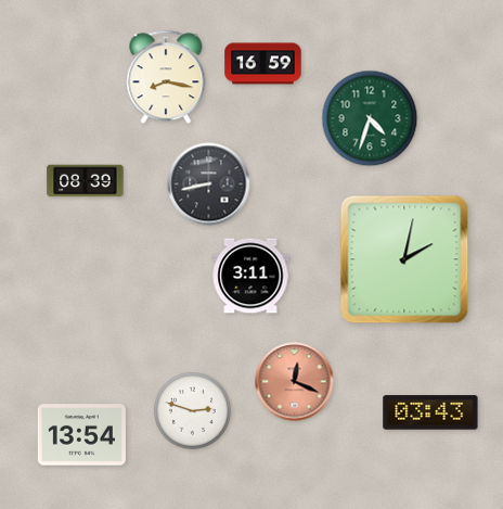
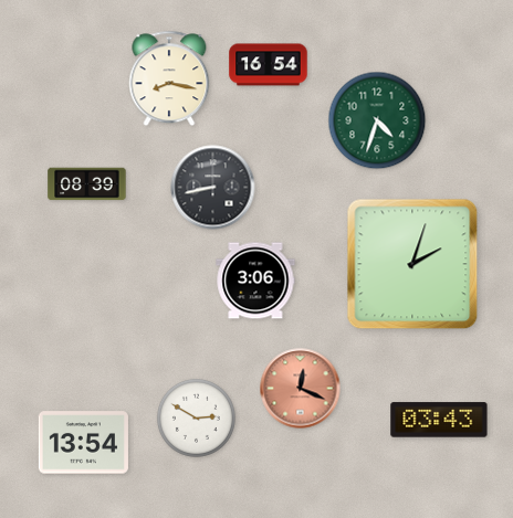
clock at (263, 64): 16:59 -> 16:54
clock at (404, 259): 2:02 -> 2:03
clock at (250, 276): 3:11 -> 3:06
clock at (192, 410): 2:48 -> 2:50
